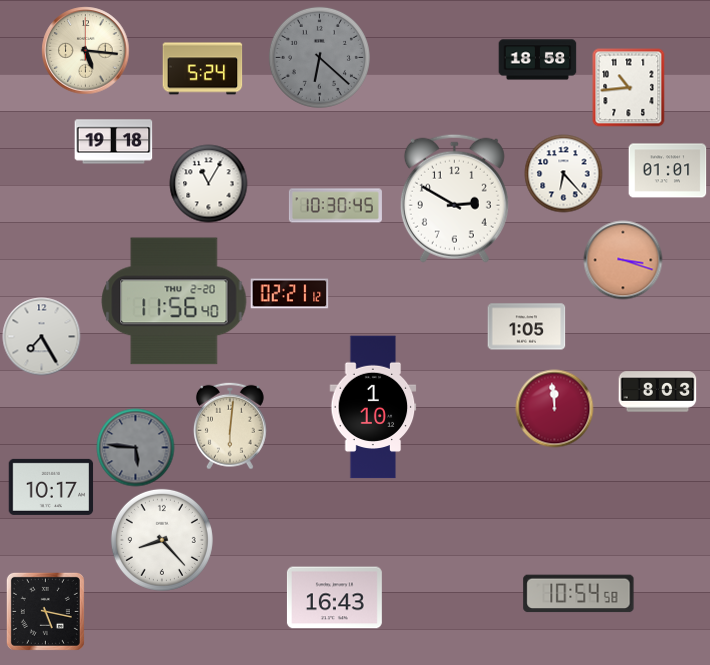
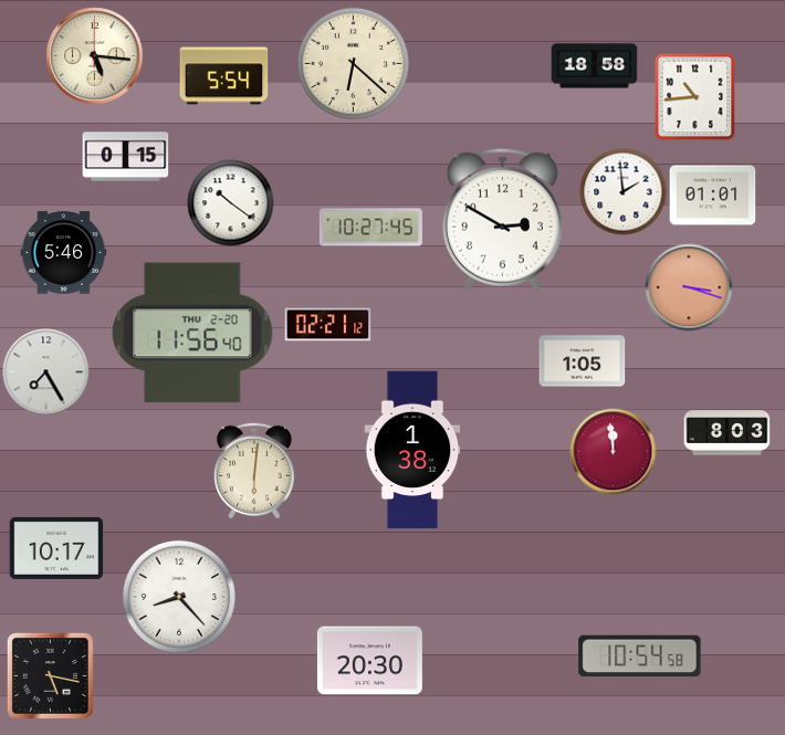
clock at (319, 57) dial: grey -> cream
clock at (202, 69): 5:24 -> 5:54
clock at (113, 142): 19:18 -> 0:15
clock at (667, 171) position: (667, 171) -> (712, 196)
clock at (563, 173): 6:23 -> 1:59
clock at (208, 183): 11:05 -> 10:21
clock at (335, 206): 10:30 -> 10:27
clock at (63, 253): none -> 5:46
clock at (289, 294) position: (289, 294) -> (327, 325)
clock at (373, 407): 1:10 -> 1:38
clock at (135, 447): 5:46 -> none
clock at (51, 487) position: (51, 487) -> (56, 548)
clock at (334, 598): 16:43 -> 20:30
